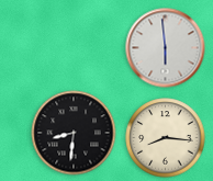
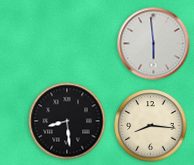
clock at (166, 48) position: (166, 48) -> (154, 44)
clock at (74, 133): 8:31 -> 8:29
